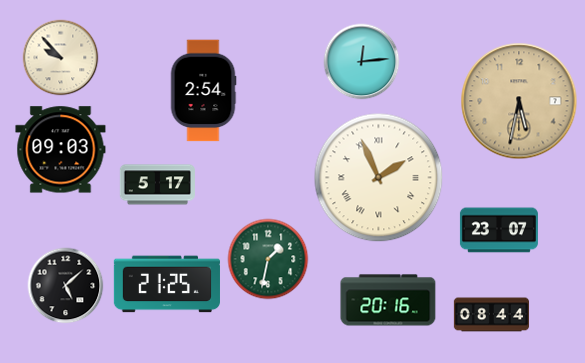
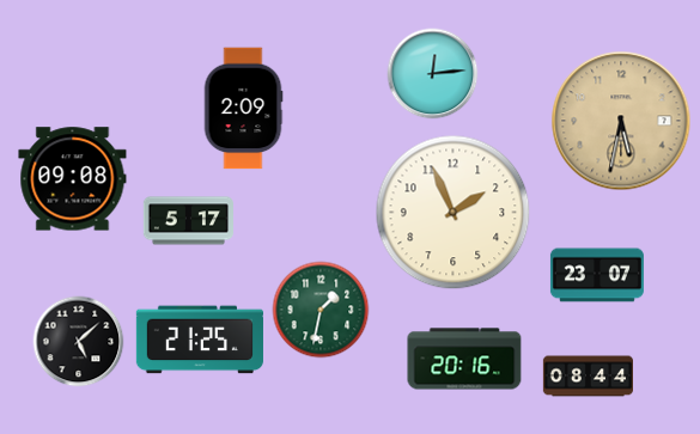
clock at (61, 58): 9:53 -> none
clock at (203, 91): 2:54 -> 2:09
clock at (61, 150): 09:03 -> 09:08
clock at (379, 178) numerals: Roman -> Arabic
